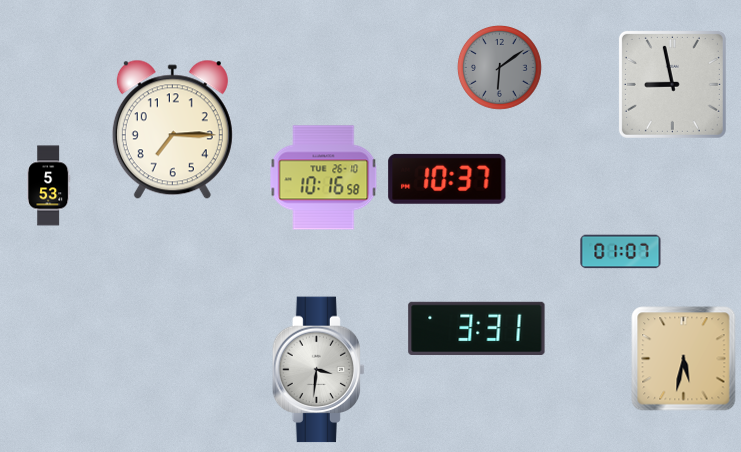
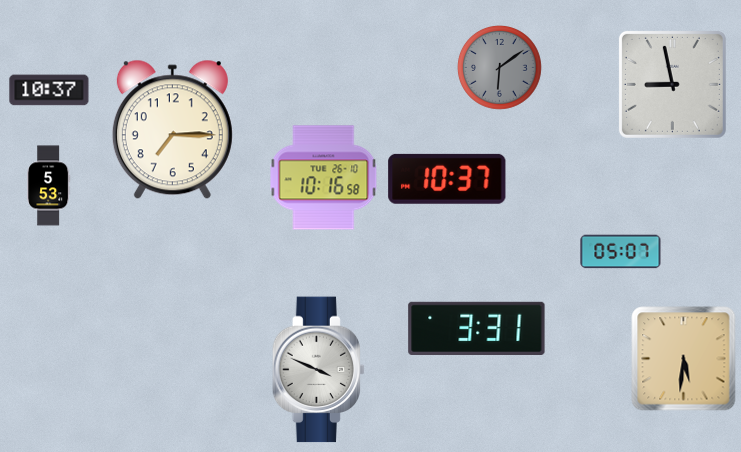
clock at (49, 90): none -> 10:37
clock at (621, 252): 01:07 -> 05:07
clock at (684, 359): 5:32 -> 5:31
clock at (319, 370): 3:31 -> 3:49
